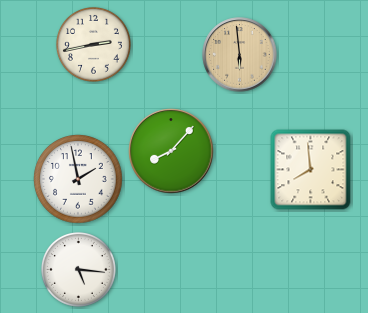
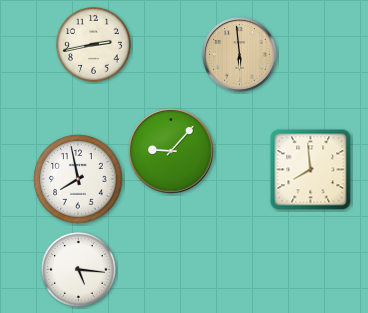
clock at (171, 151): 8:07 -> 9:07
clock at (78, 179): 1:58 -> 7:58
